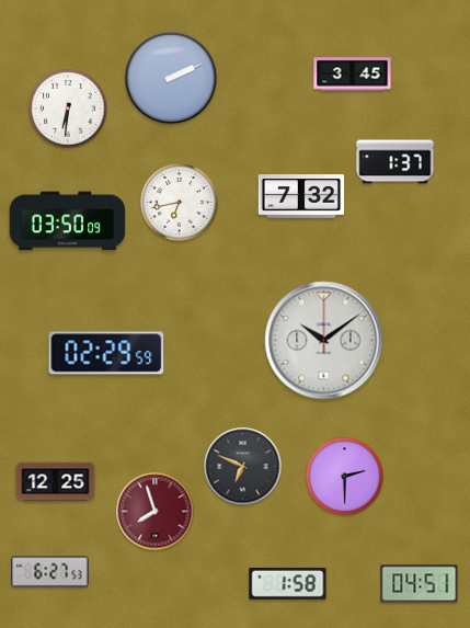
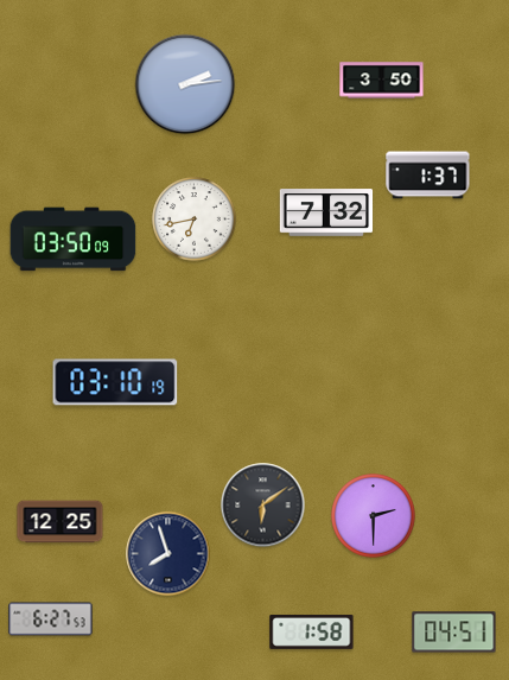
clock at (353, 75): 3:45 -> 3:50
clock at (171, 78): 2:11 -> 2:14
clock at (68, 109): 6:31 -> none
clock at (324, 341): 10:09 -> none
clock at (106, 353): 02:29 -> 03:10
clock at (243, 467): 6:49 -> 6:09
clock at (156, 512) dial: burgundy -> navy
clock at (50, 572) position: (50, 572) -> (51, 619)
